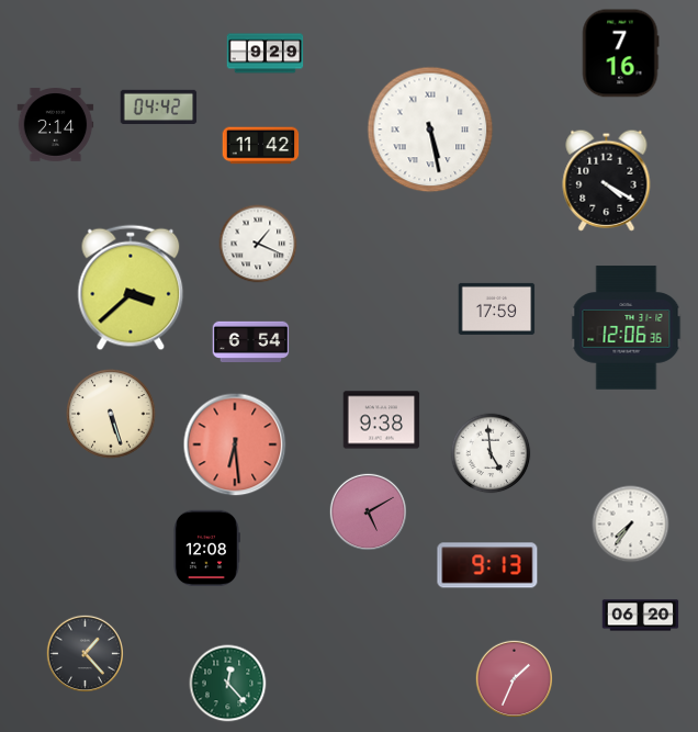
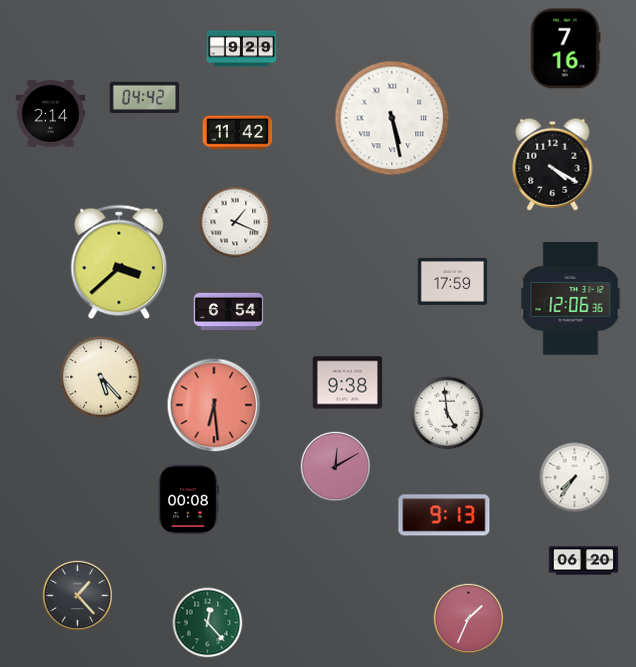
clock at (111, 414): 5:27 -> 5:23
clock at (369, 513): 5:10 -> 12:10
clock at (206, 549): 12:08 -> 00:08
